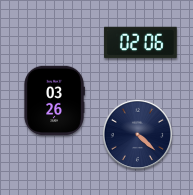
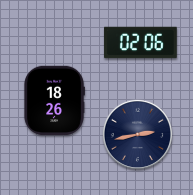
clock at (54, 101): 03:26 -> 18:26
clock at (137, 134): 4:22 -> 2:43
